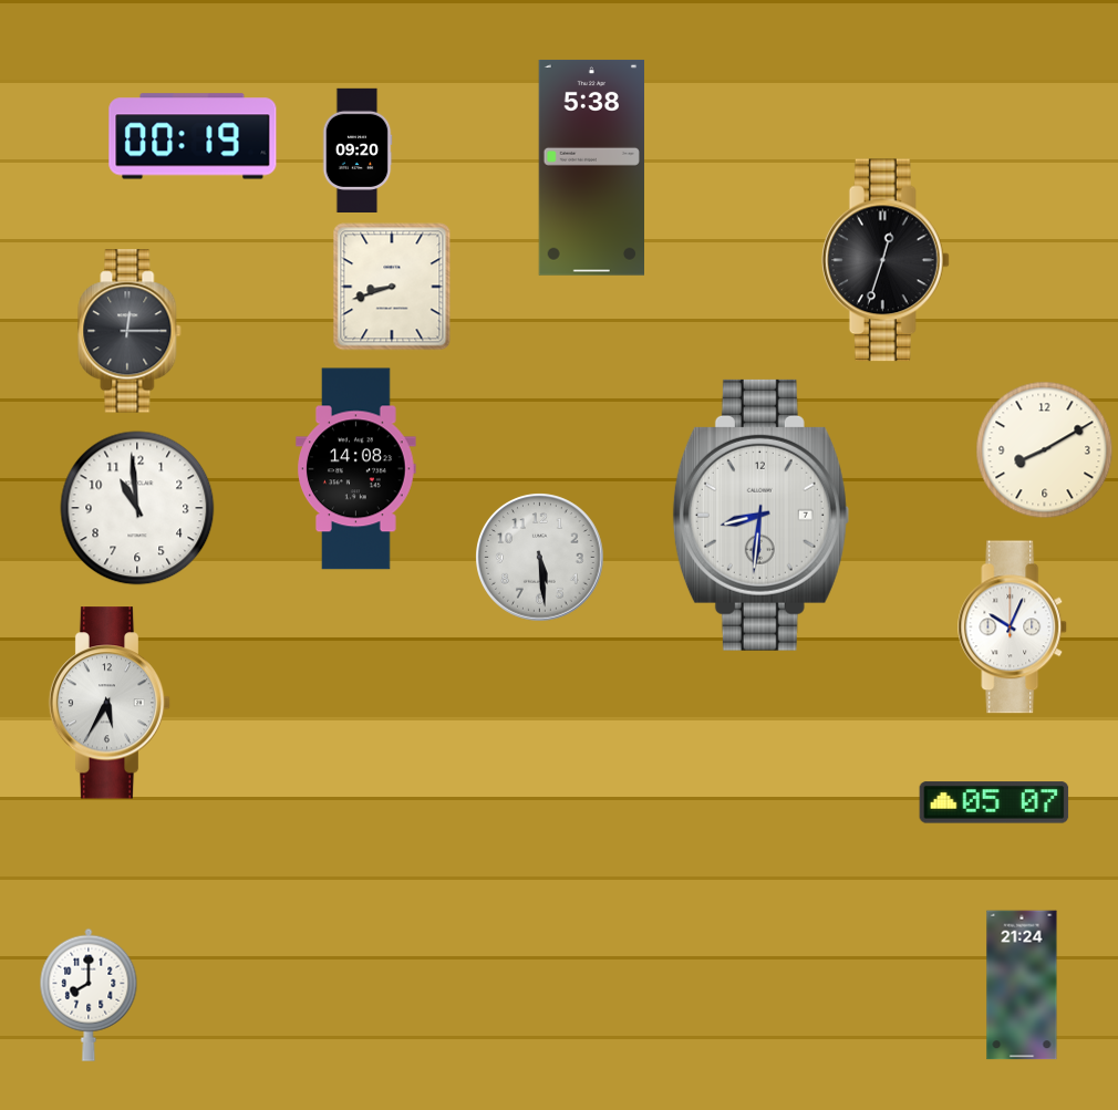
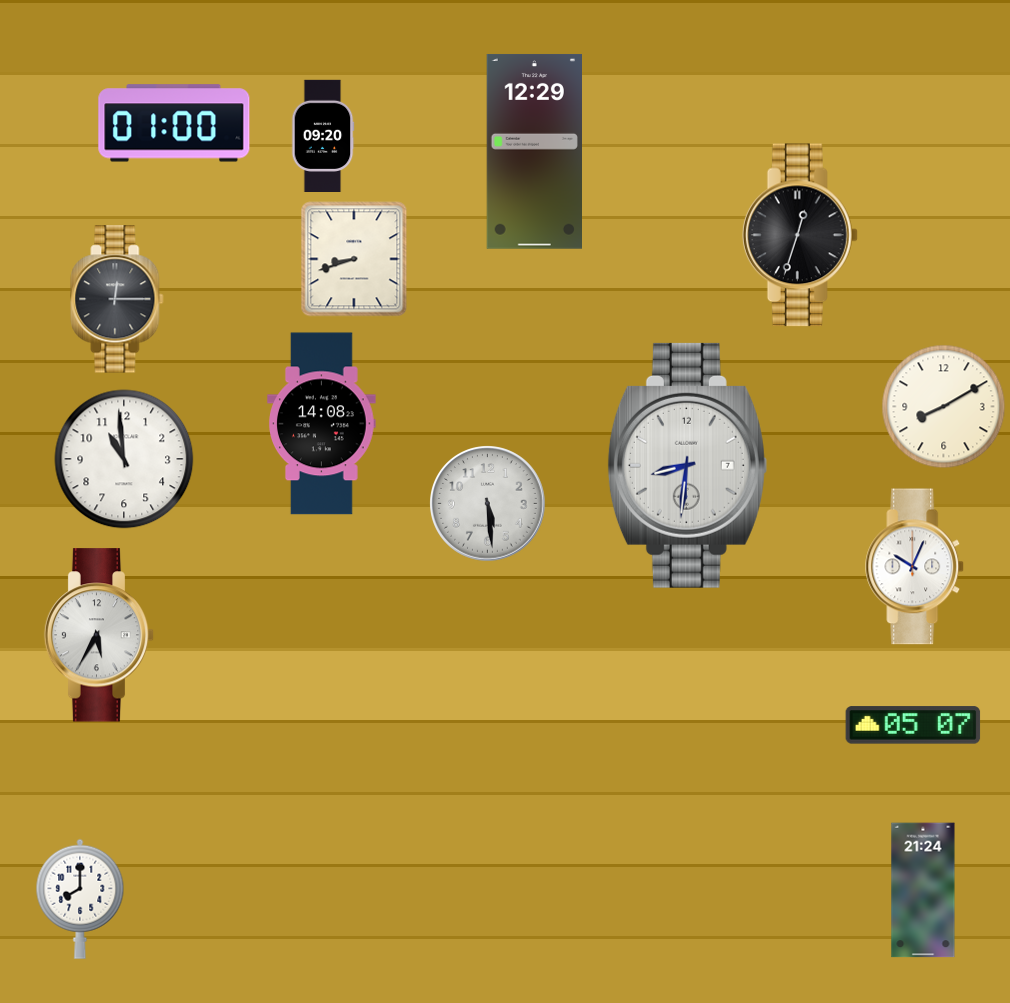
clock at (193, 136): 00:19 -> 01:00
clock at (591, 168): 5:38 -> 12:29
clock at (994, 802) position: (994, 802) -> (913, 725)
